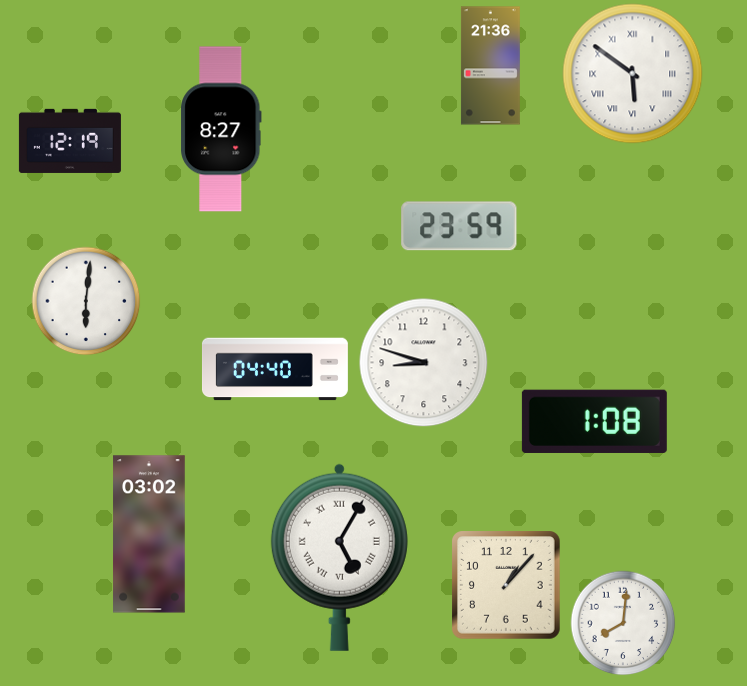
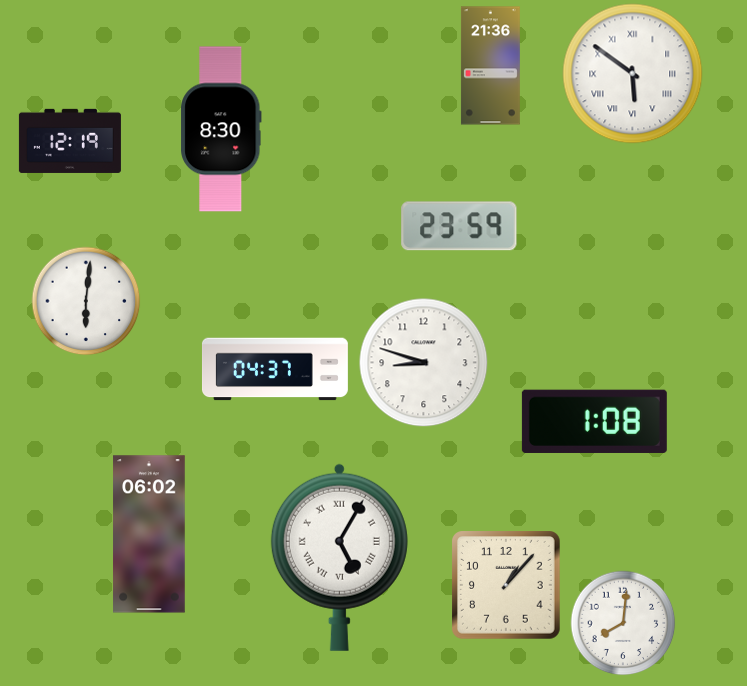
clock at (221, 129): 8:27 -> 8:30
clock at (275, 369): 04:40 -> 04:37
clock at (149, 534): 03:02 -> 06:02
